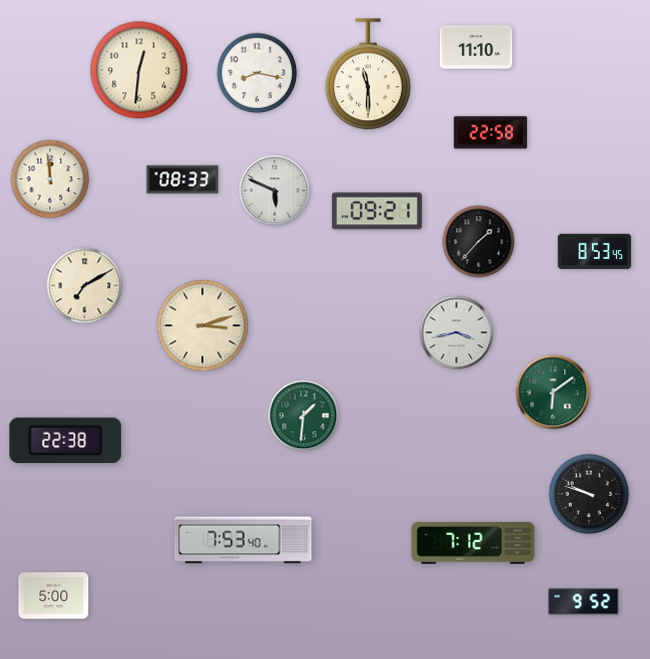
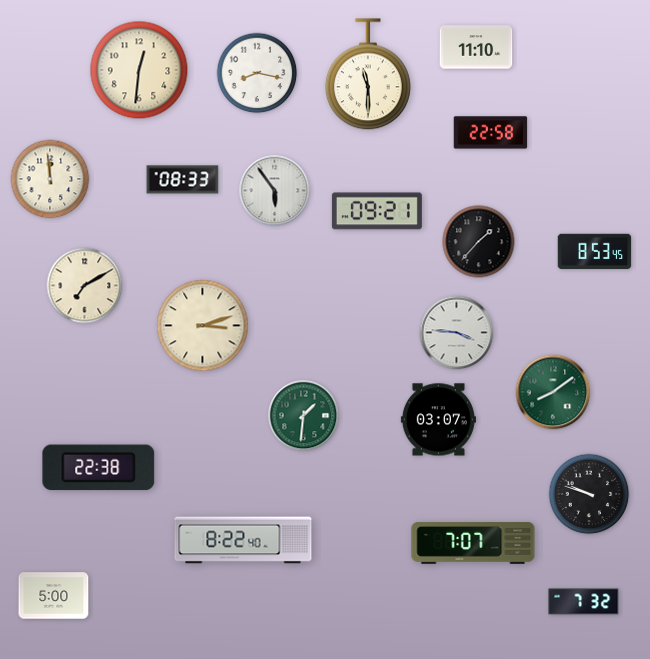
clock at (275, 191): 5:49 -> 5:54
clock at (457, 333): 3:43 -> 3:46
clock at (553, 392): 6:09 -> 8:09
clock at (438, 420): none -> 03:07
clock at (66, 441) position: (66, 441) -> (99, 468)
clock at (243, 540): 7:53 -> 8:22
clock at (473, 544): 7:12 -> 7:07
clock at (584, 602): 9:52 -> 7:32
